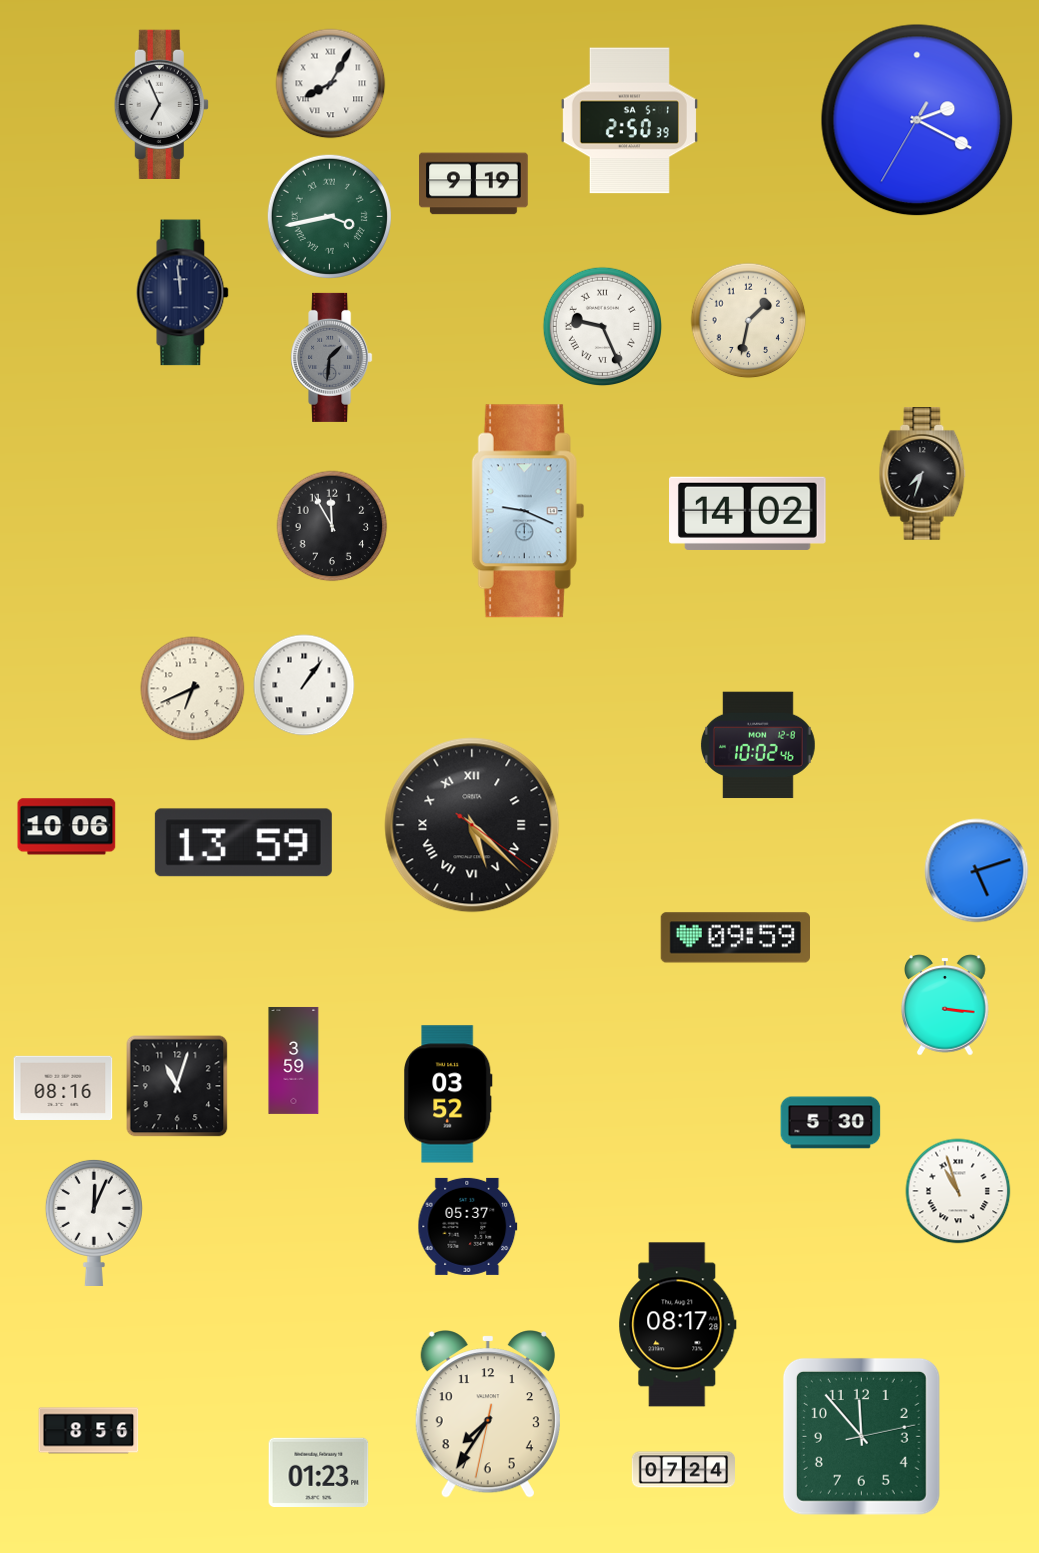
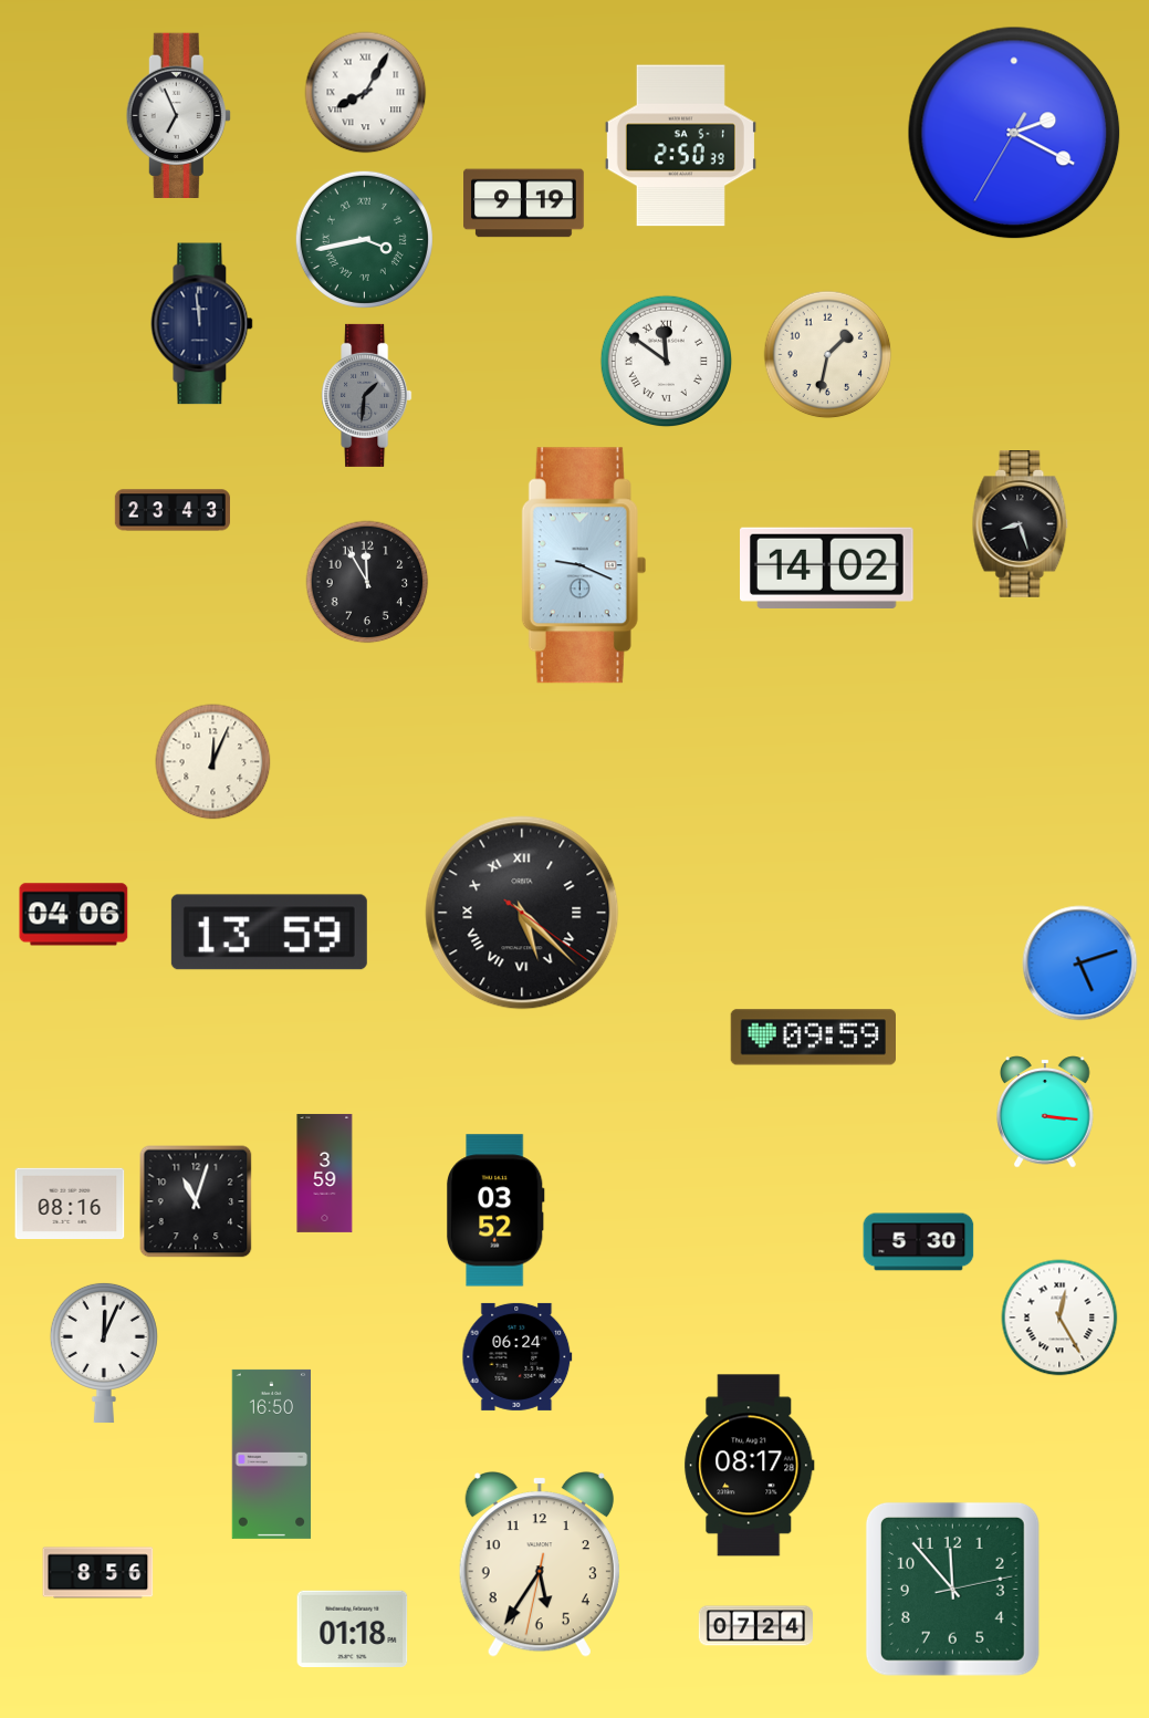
clock at (629, 121) position: (629, 121) -> (680, 146)
clock at (603, 327): 9:26 -> 11:51
clock at (173, 510): none -> 23:43
clock at (923, 474): 7:33 -> 8:27
clock at (304, 685): 1:06 -> none
clock at (193, 689): 6:41 -> 12:04
clock at (758, 745): 10:02 -> none
clock at (67, 827): 10:06 -> 04:06
clock at (958, 1191): 10:57 -> 12:25
clock at (468, 1226): 05:37 -> 06:24
clock at (272, 1454): none -> 16:50
clock at (488, 1414): 7:35 -> 5:35
clock at (89, 1431) position: (89, 1431) -> (98, 1573)
clock at (319, 1472): 01:23 -> 01:18
